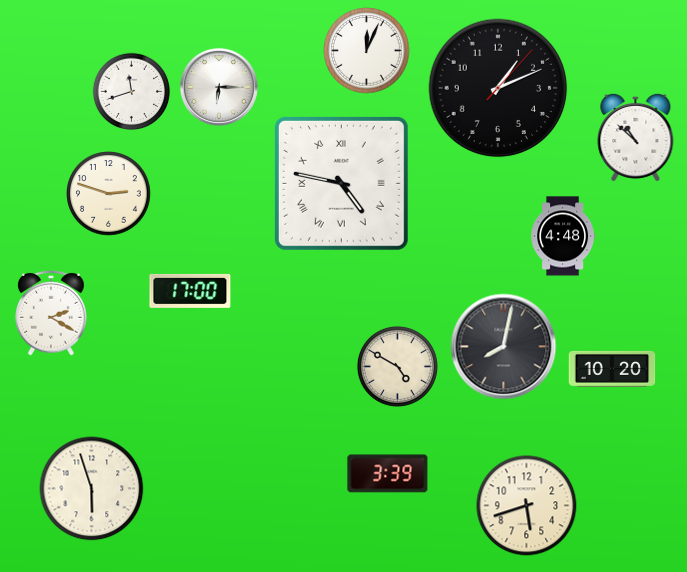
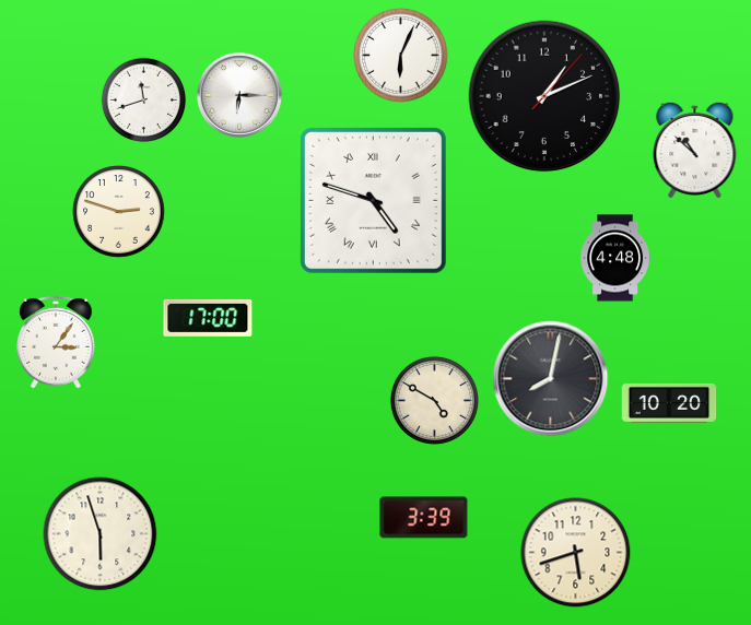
clock at (367, 51): 12:04 -> 6:04
clock at (341, 183): 4:47 -> 4:48
clock at (51, 313): 2:20 -> 3:06
